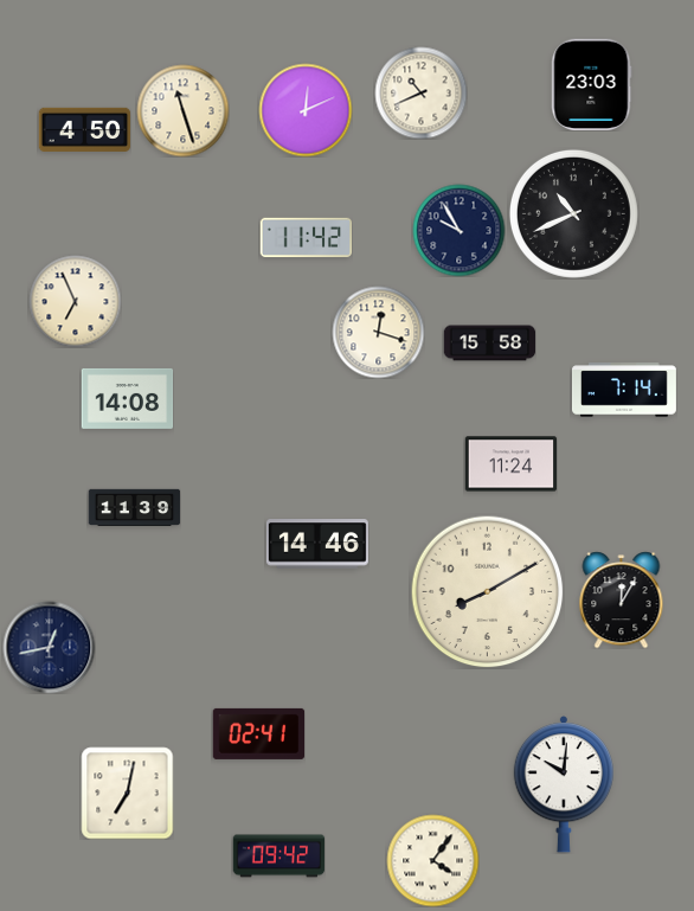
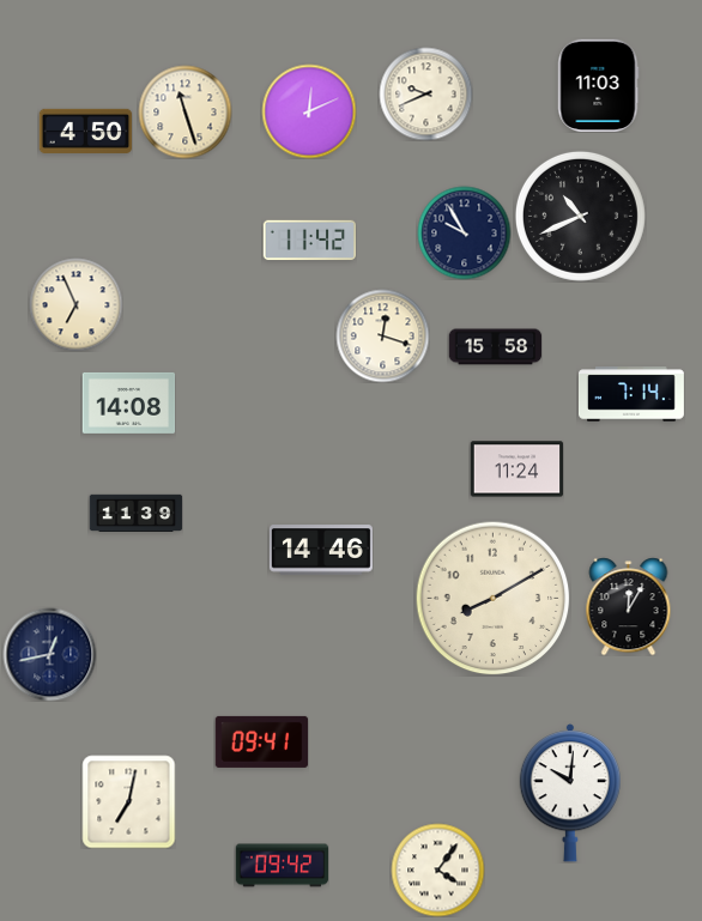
clock at (592, 84): 23:03 -> 11:03
clock at (420, 92): 10:41 -> 9:41
clock at (258, 733): 02:41 -> 09:41
